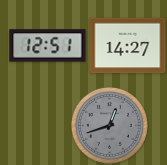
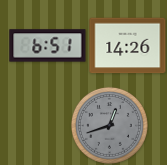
clock at (48, 46): 12:51 -> 6:51
clock at (128, 46): 14:27 -> 14:26
